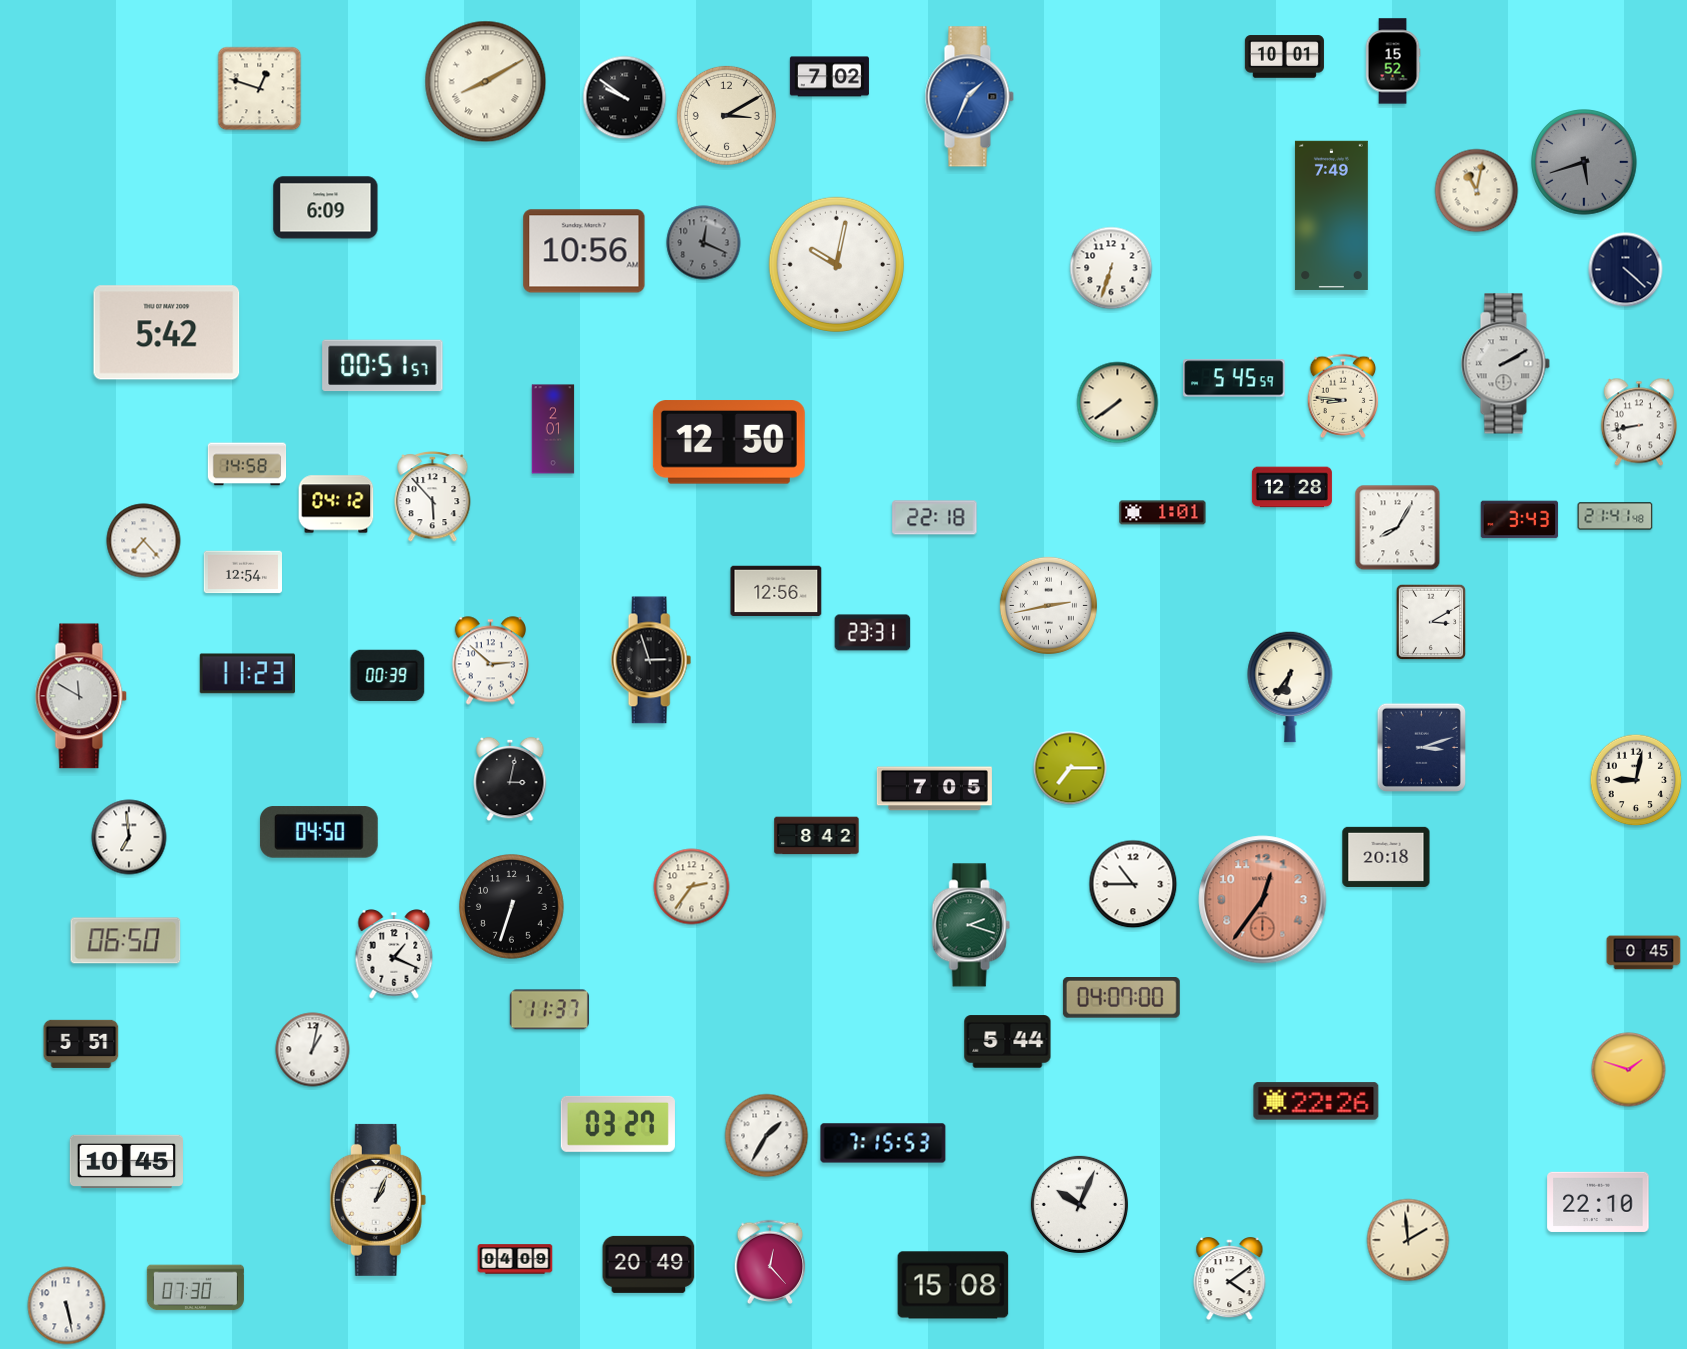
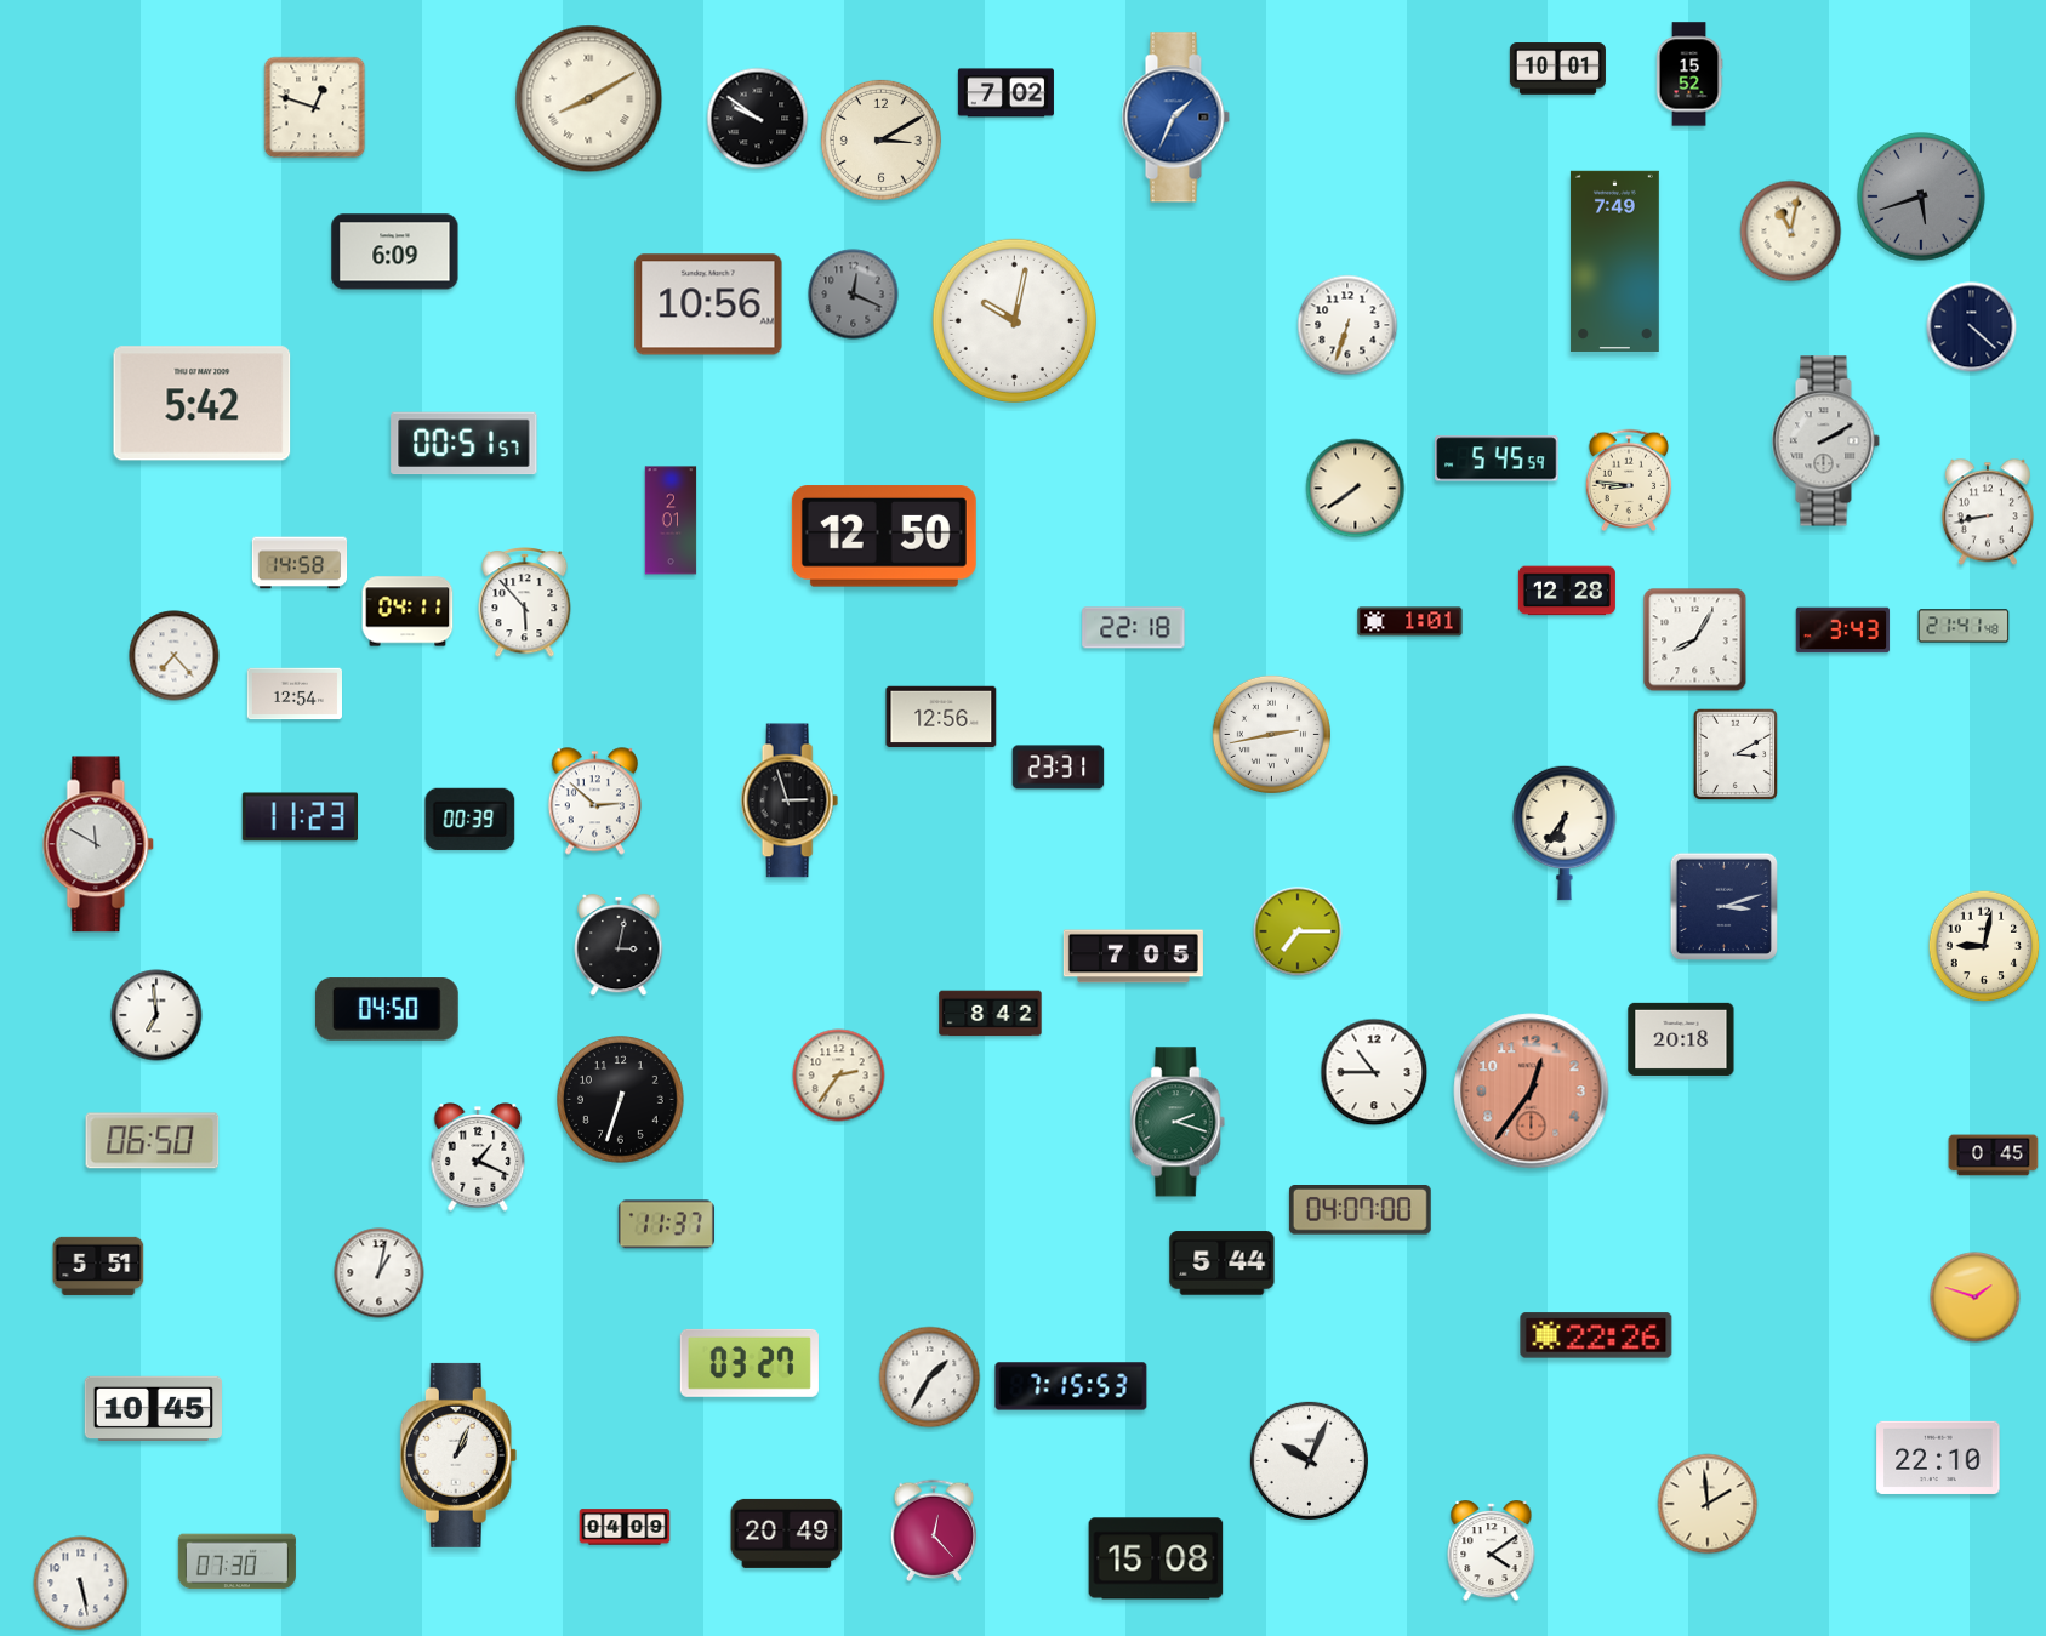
clock at (336, 504): 04:12 -> 04:11
clock at (1615, 516) position: (1615, 516) -> (1964, 626)
